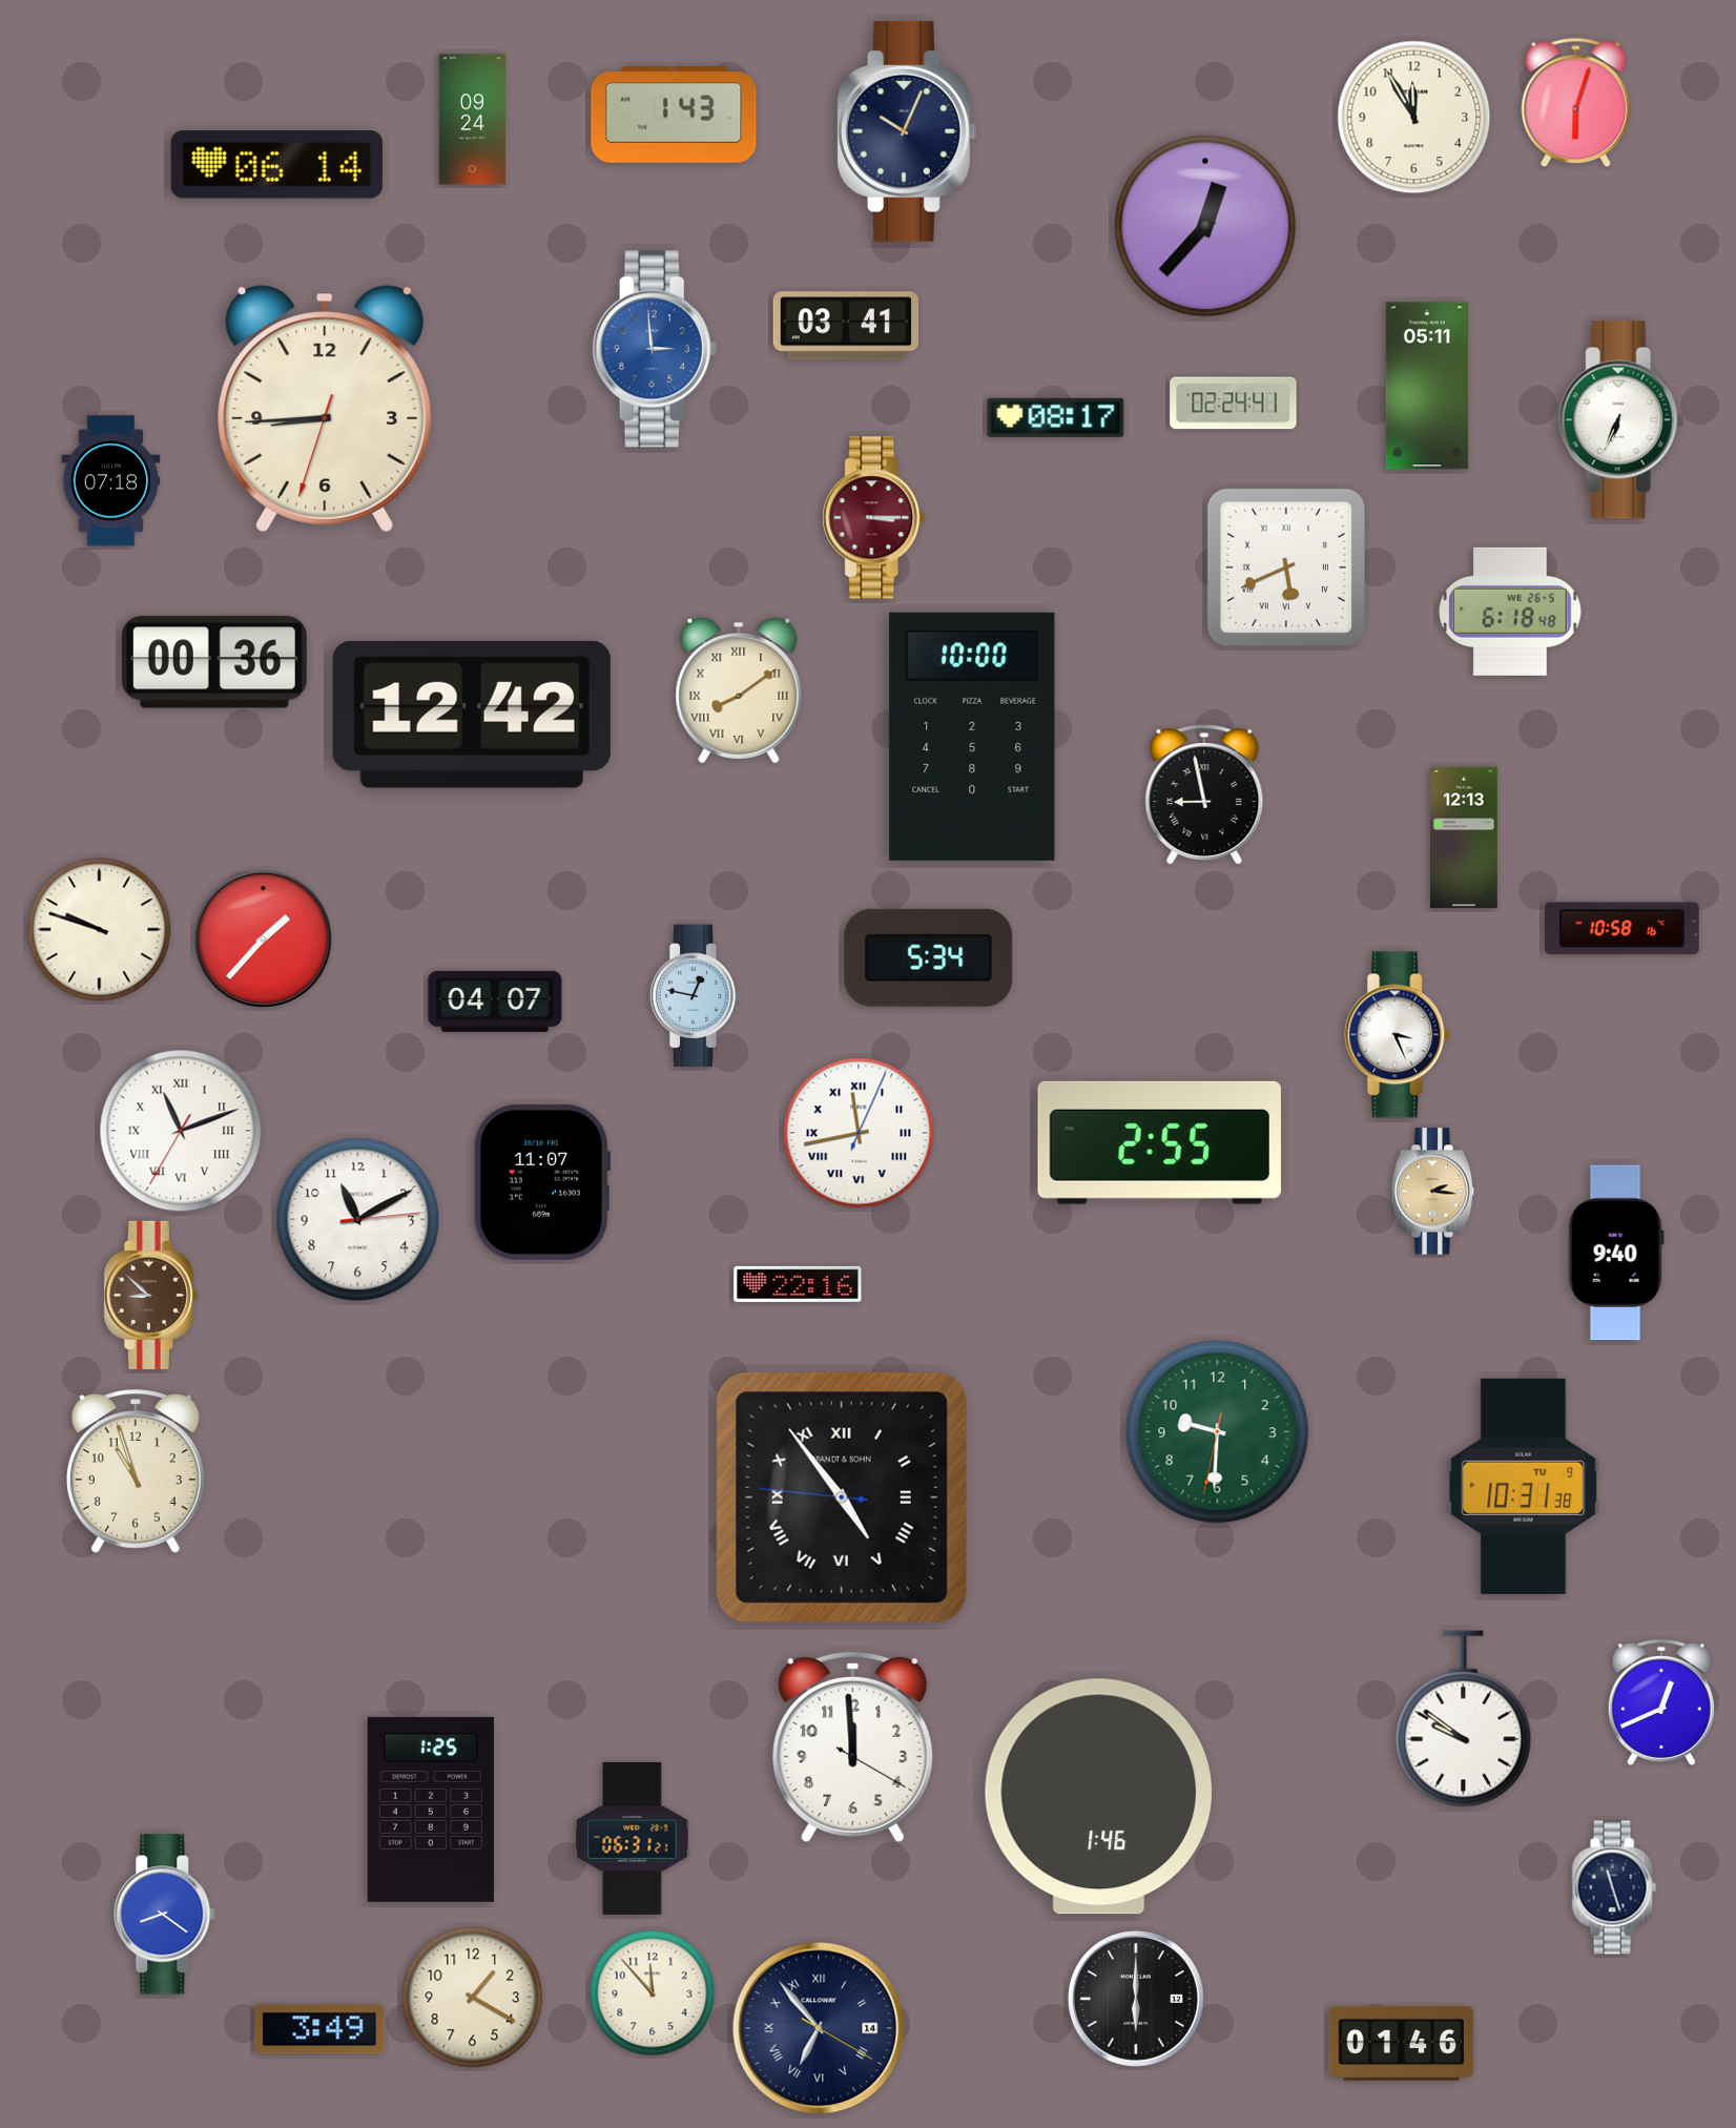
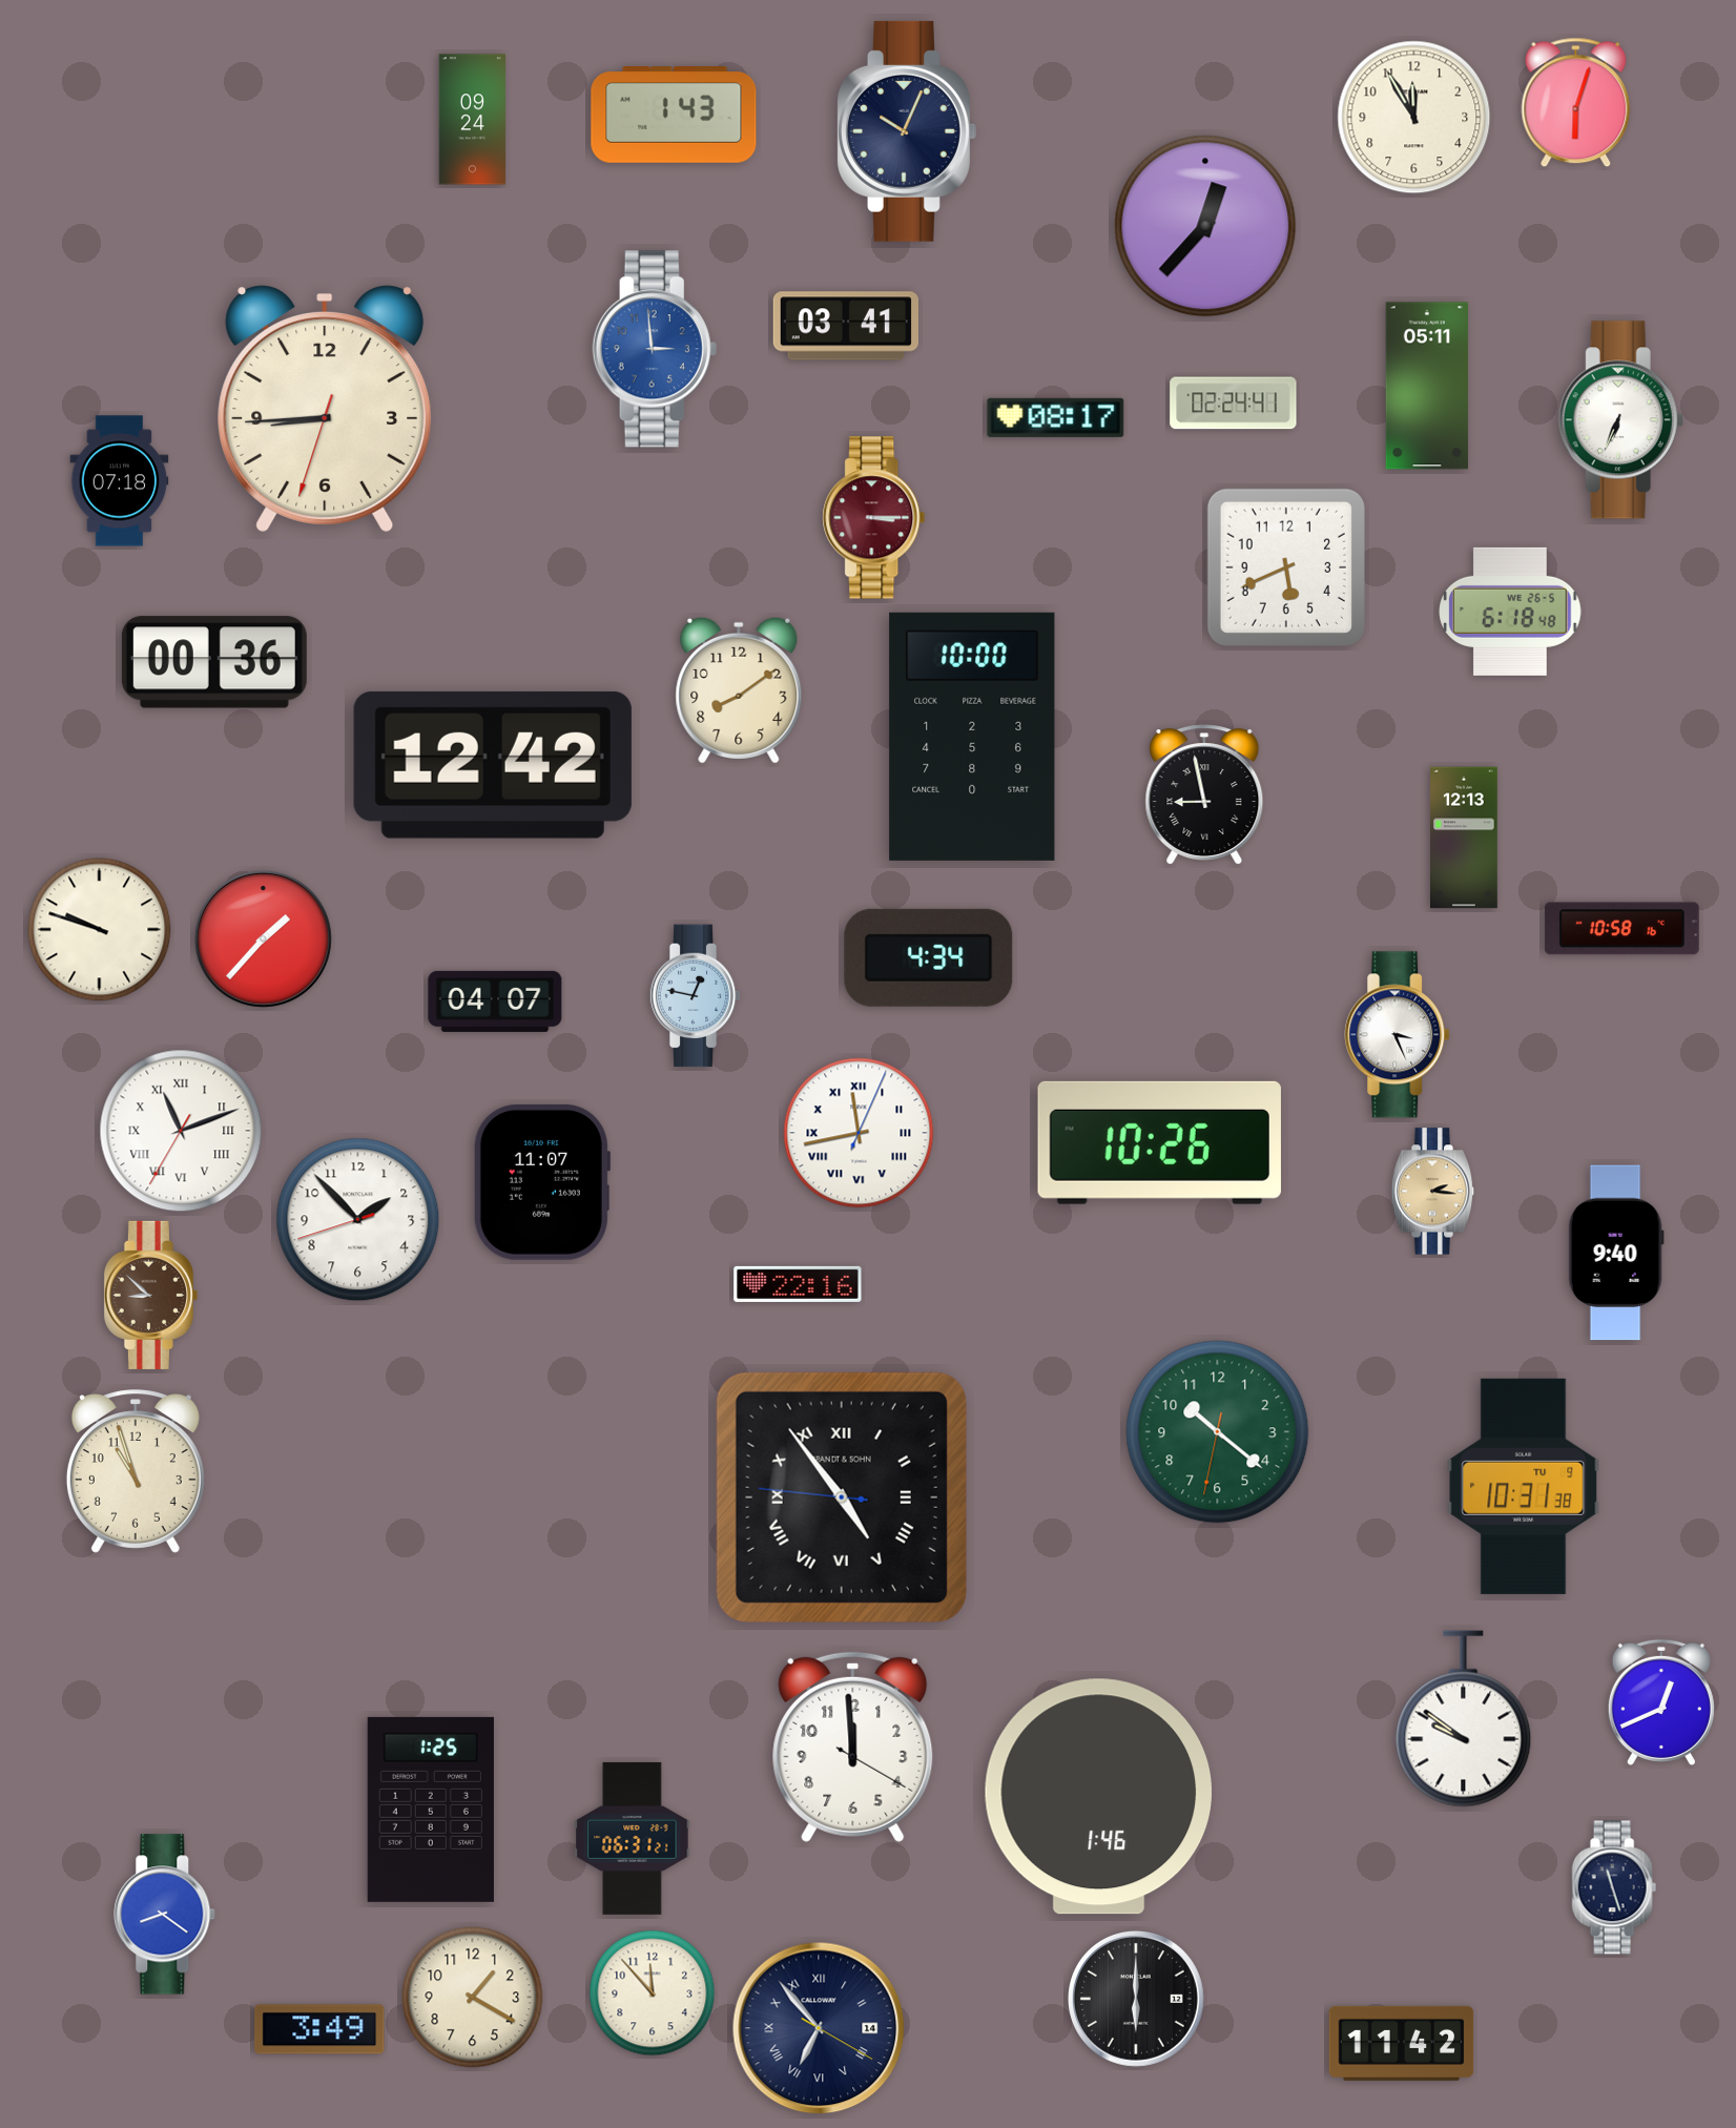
clock at (276, 165): 06:14 -> none
clock at (111, 481) position: (111, 481) -> (120, 481)
clock at (1286, 567) numerals: Roman -> Arabic
clock at (739, 690) numerals: Roman -> Arabic
clock at (472, 715) position: (472, 715) -> (493, 765)
clock at (929, 957): 5:34 -> 4:34
clock at (1159, 1142): 2:55 -> 10:26
clock at (358, 1220): 11:10 -> 1:52
clock at (1218, 1432): 9:30 -> 10:21
clock at (1402, 2043): 01:46 -> 11:42
